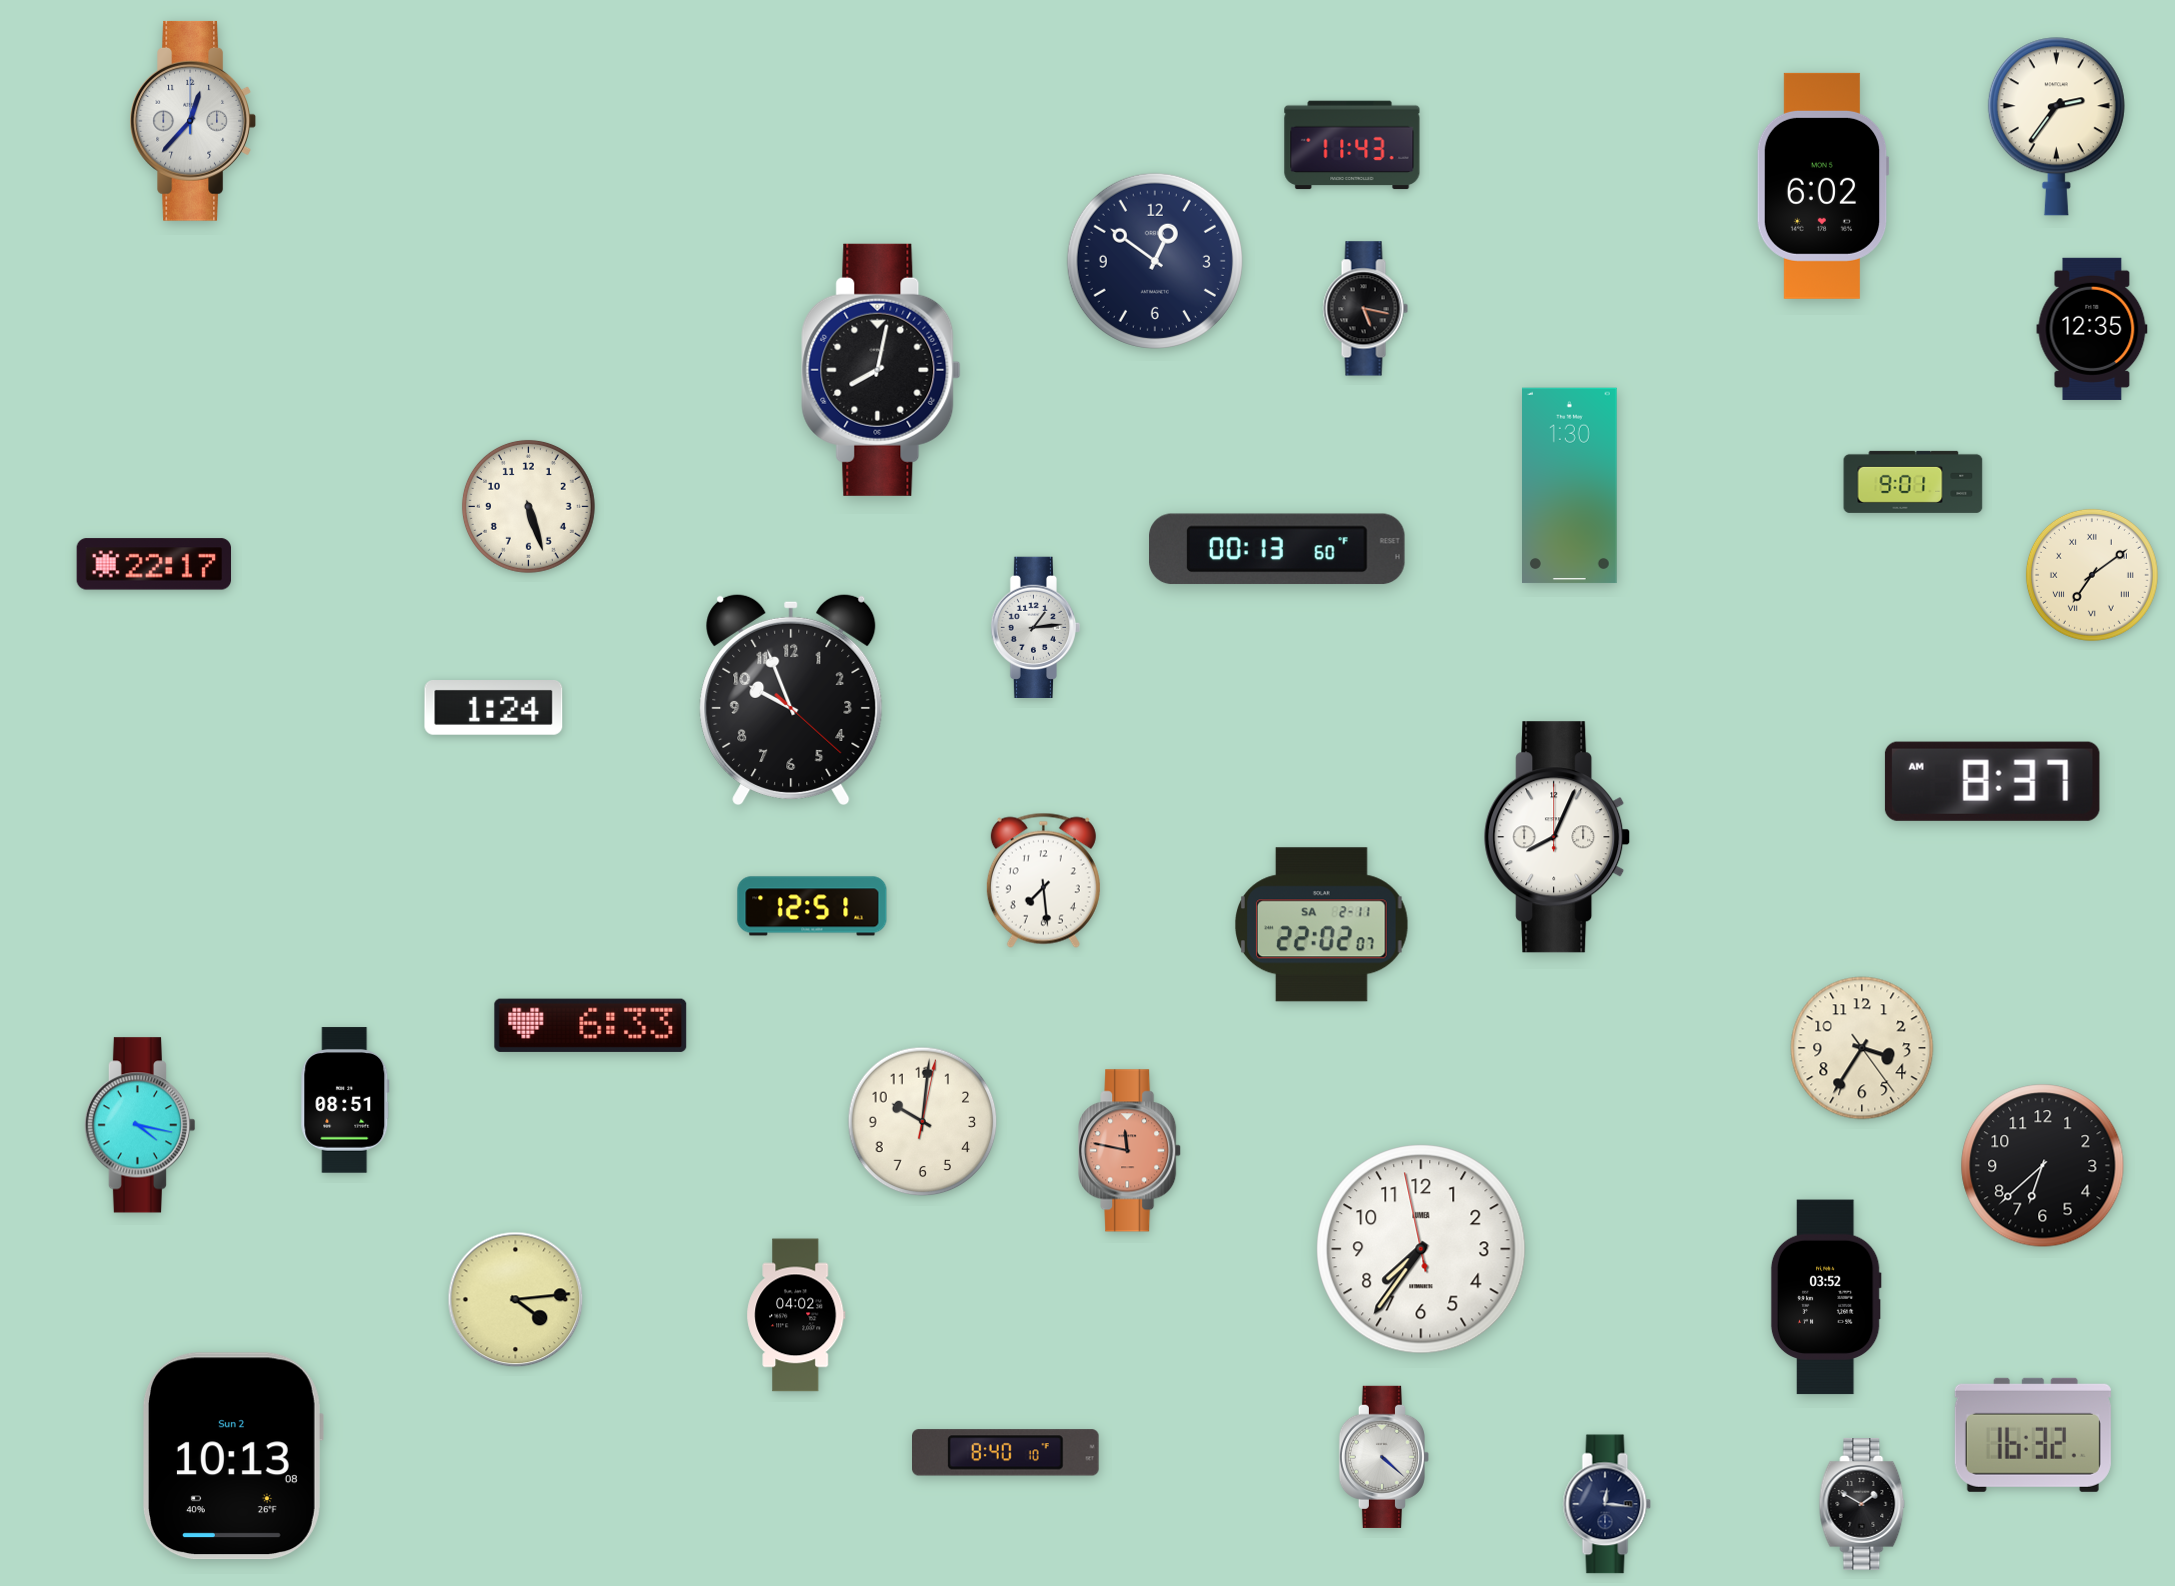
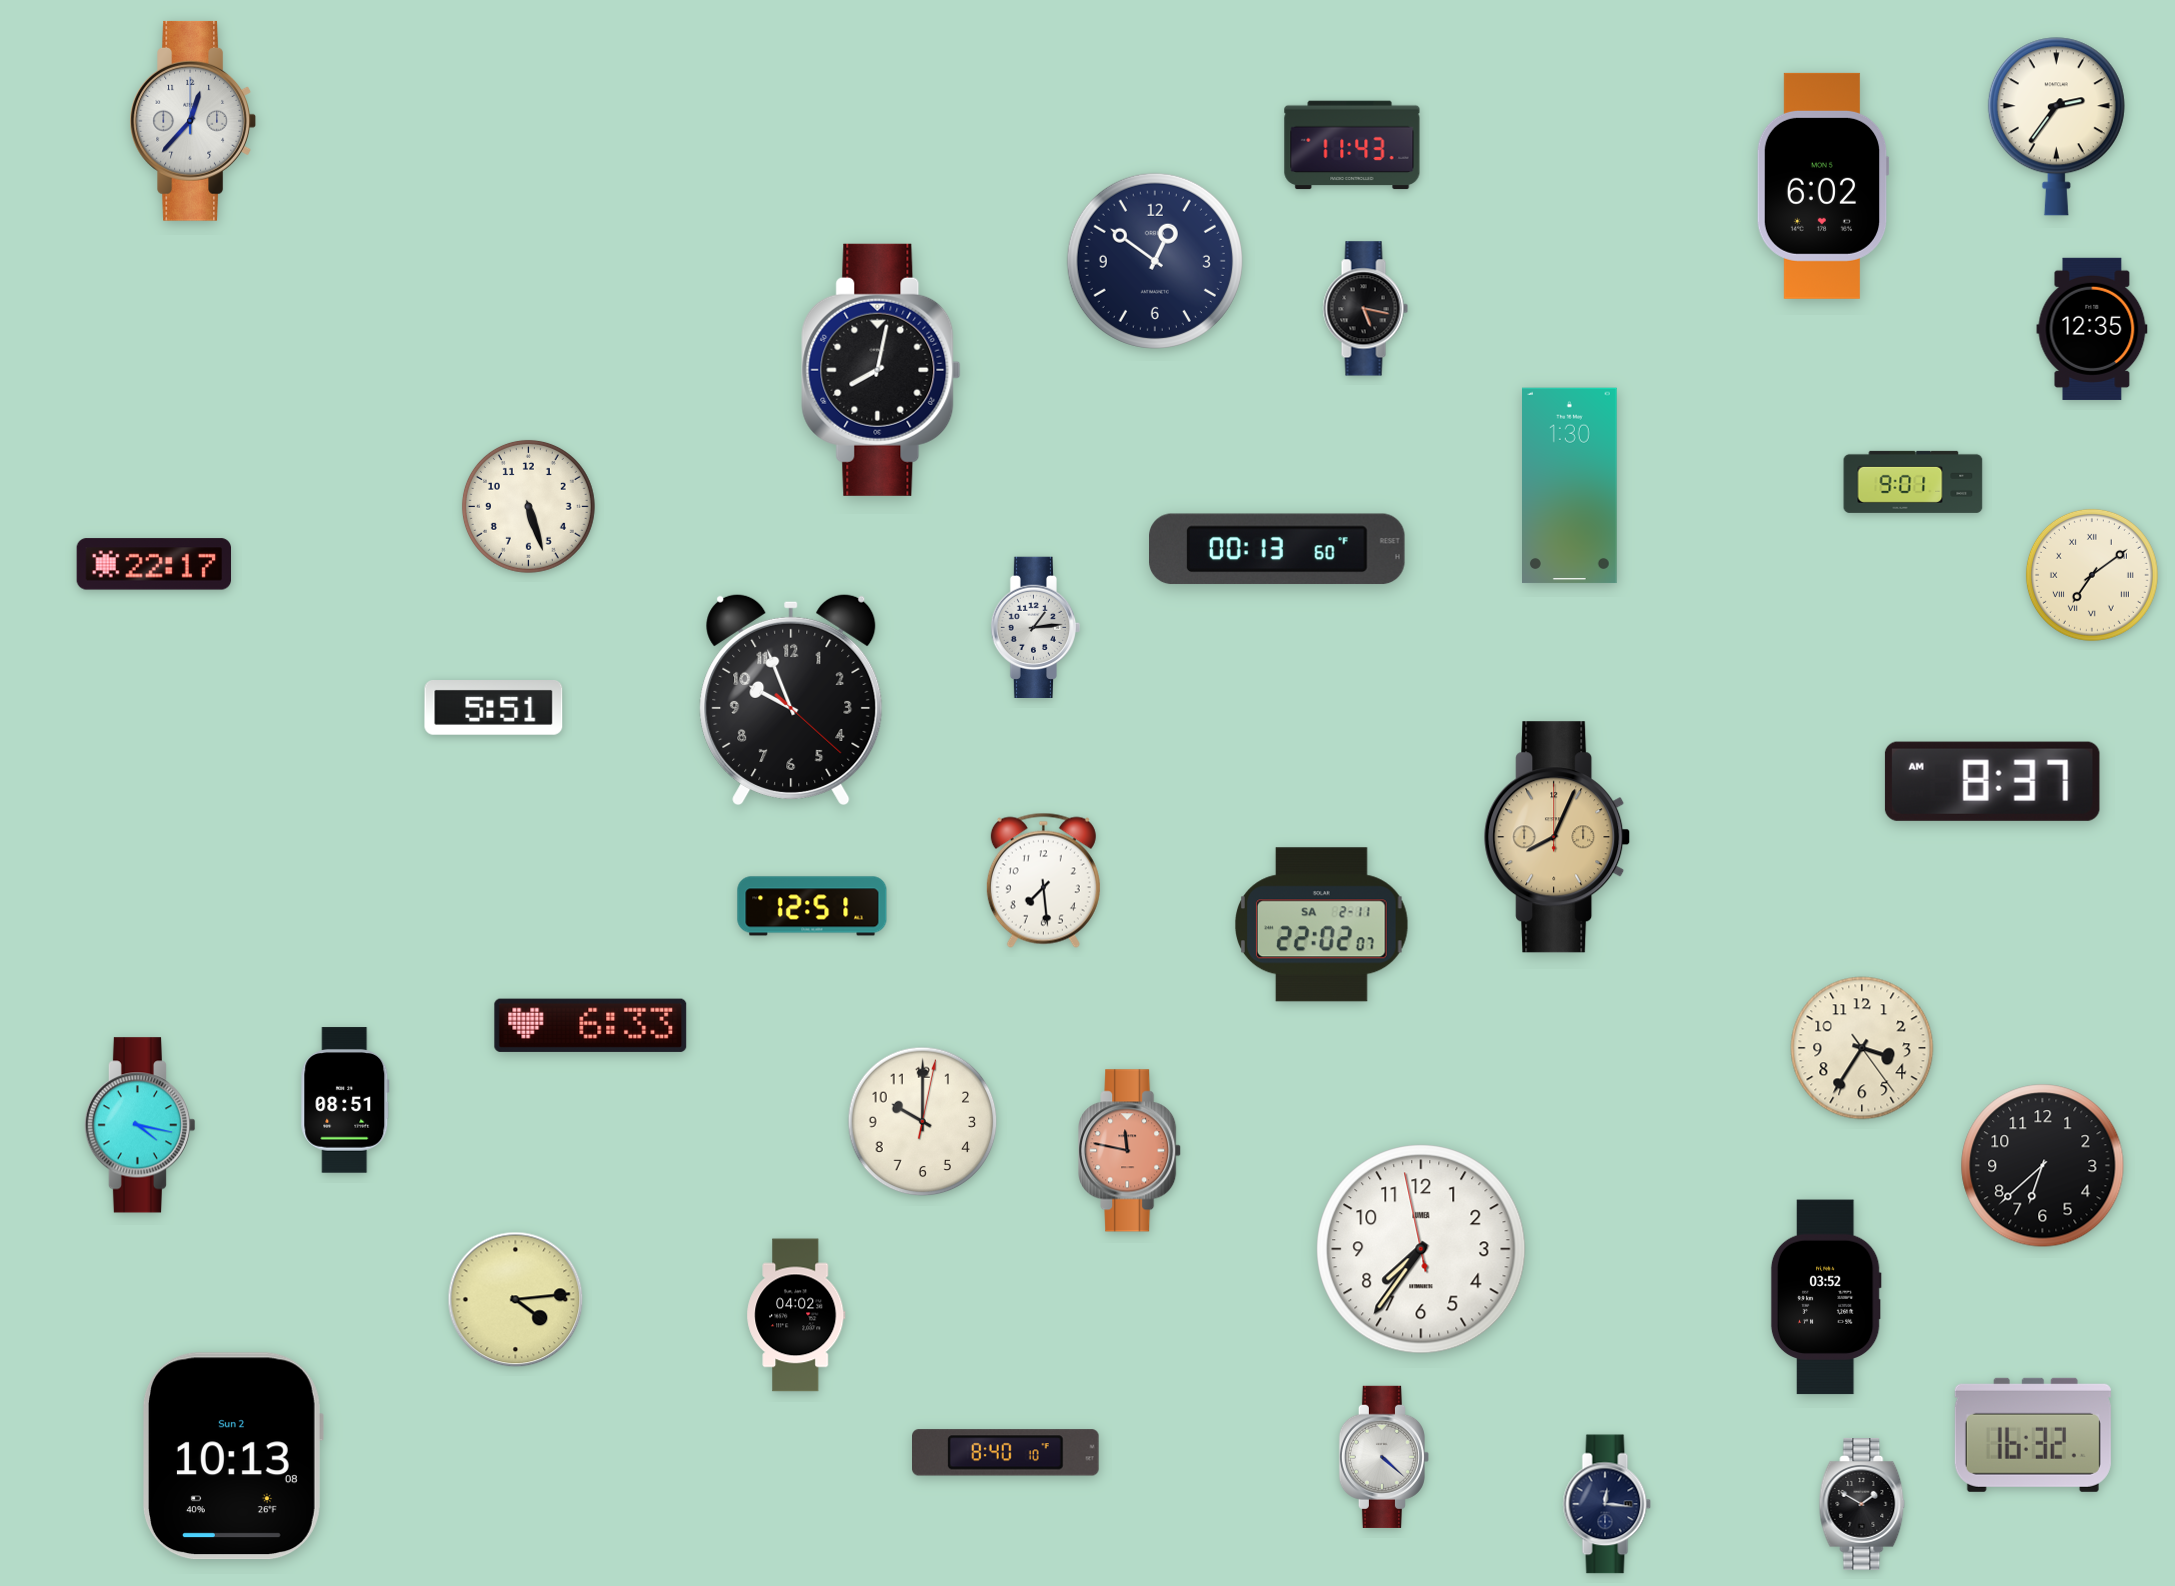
clock at (494, 708): 1:24 -> 5:51
clock at (1558, 837) dial: white -> champagne
clock at (923, 1122): 10:01 -> 10:00
